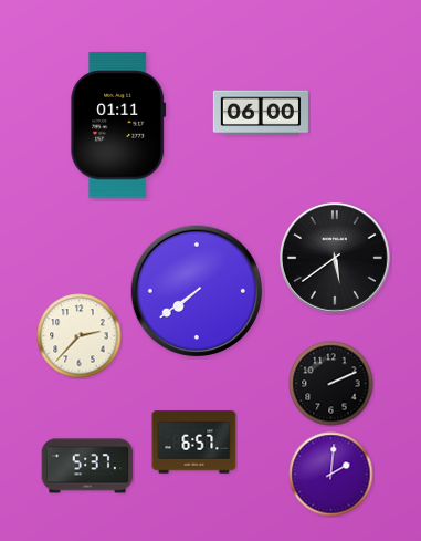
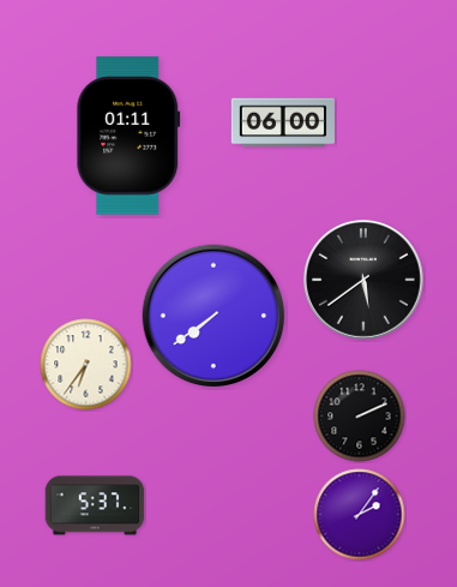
clock at (80, 336): 2:37 -> 6:36
clock at (194, 443): 6:57 -> none
clock at (331, 475): 2:01 -> 2:06
